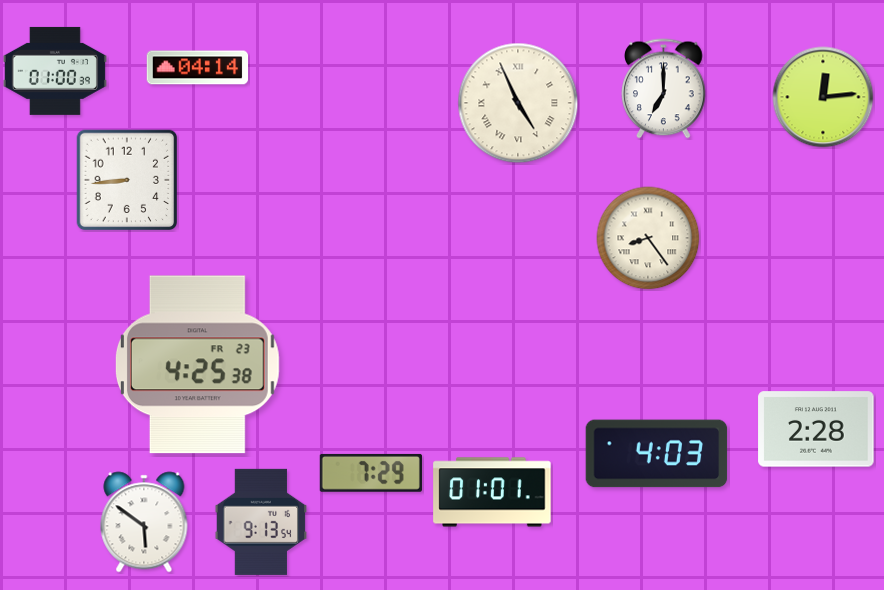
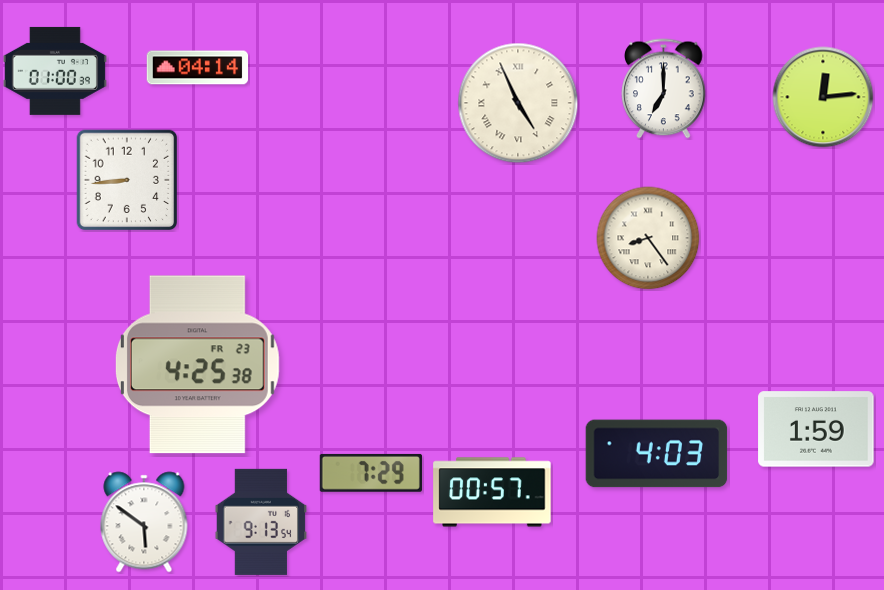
clock at (816, 429): 2:28 -> 1:59
clock at (492, 492): 01:01 -> 00:57
